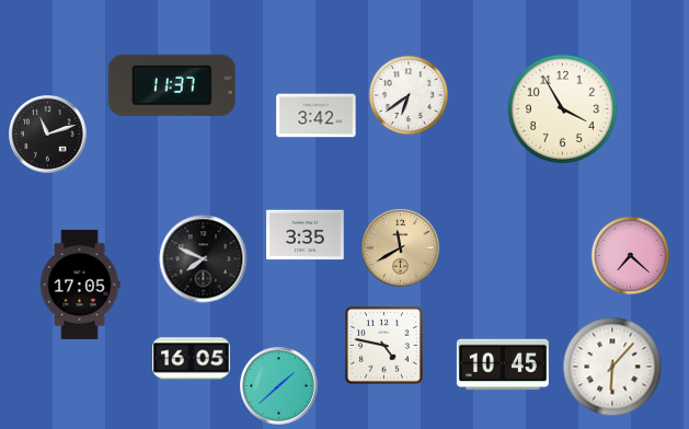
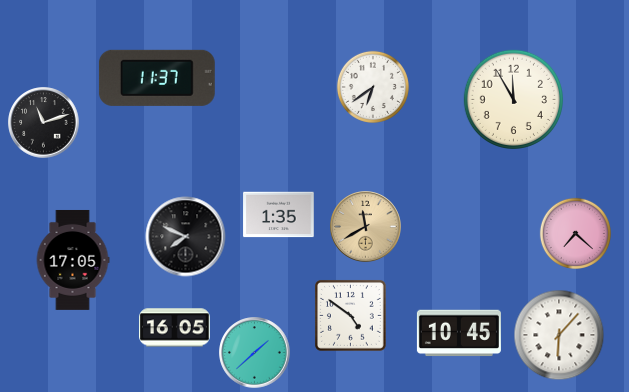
clock at (562, 108): 3:55 -> 11:55
clock at (317, 116): 3:42 -> none
clock at (306, 235): 3:35 -> 1:35
clock at (384, 345): 4:47 -> 4:51
